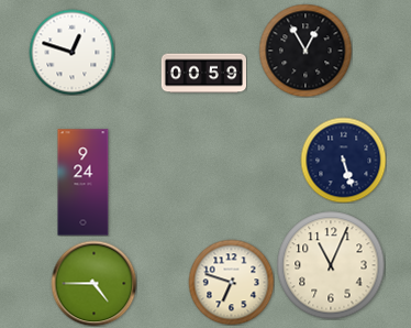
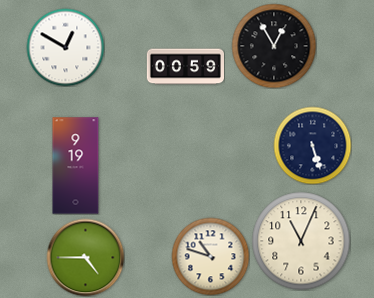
clock at (306, 51) position: (306, 51) -> (274, 46)
clock at (71, 52): 12:48 -> 12:50
clock at (84, 183): 9:24 -> 9:19
clock at (231, 282): 6:48 -> 10:48
